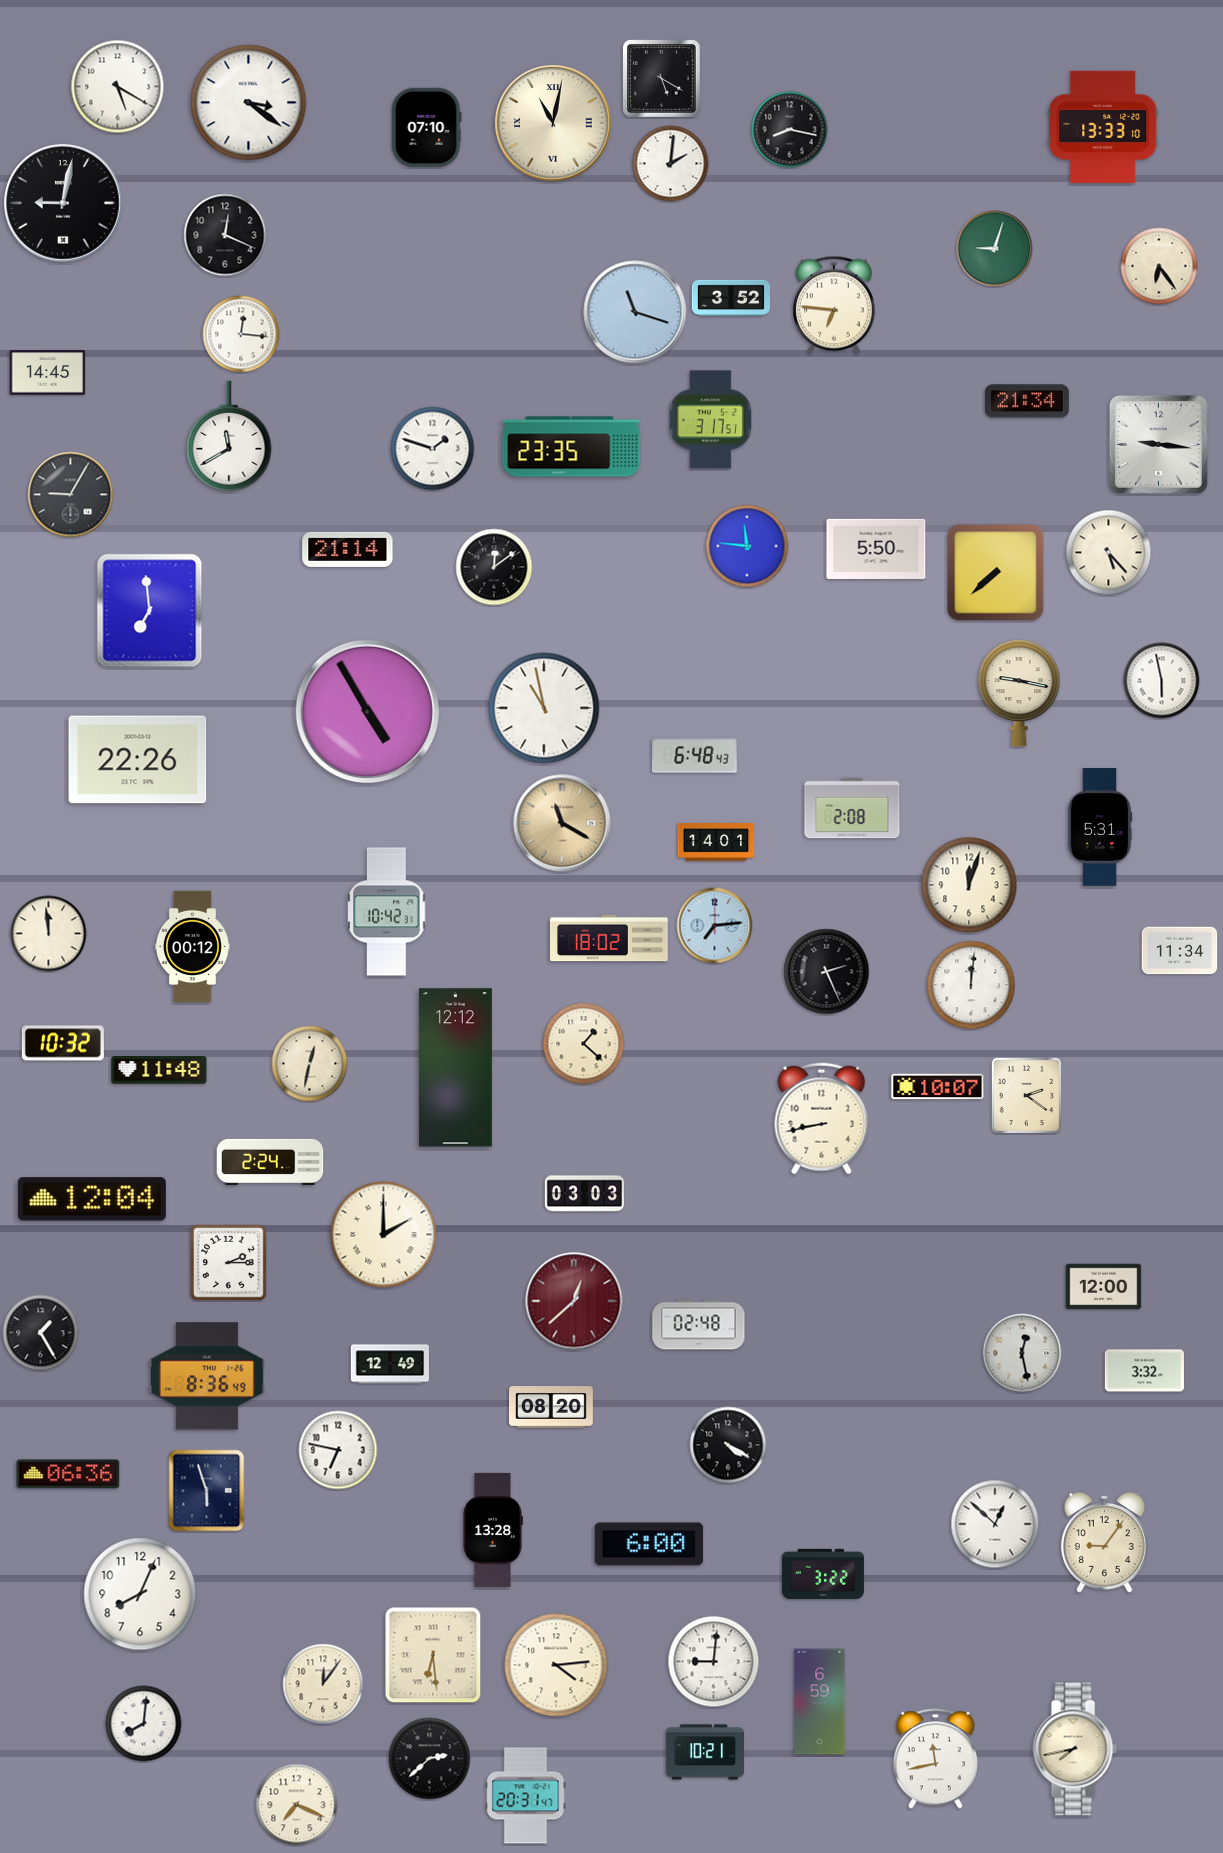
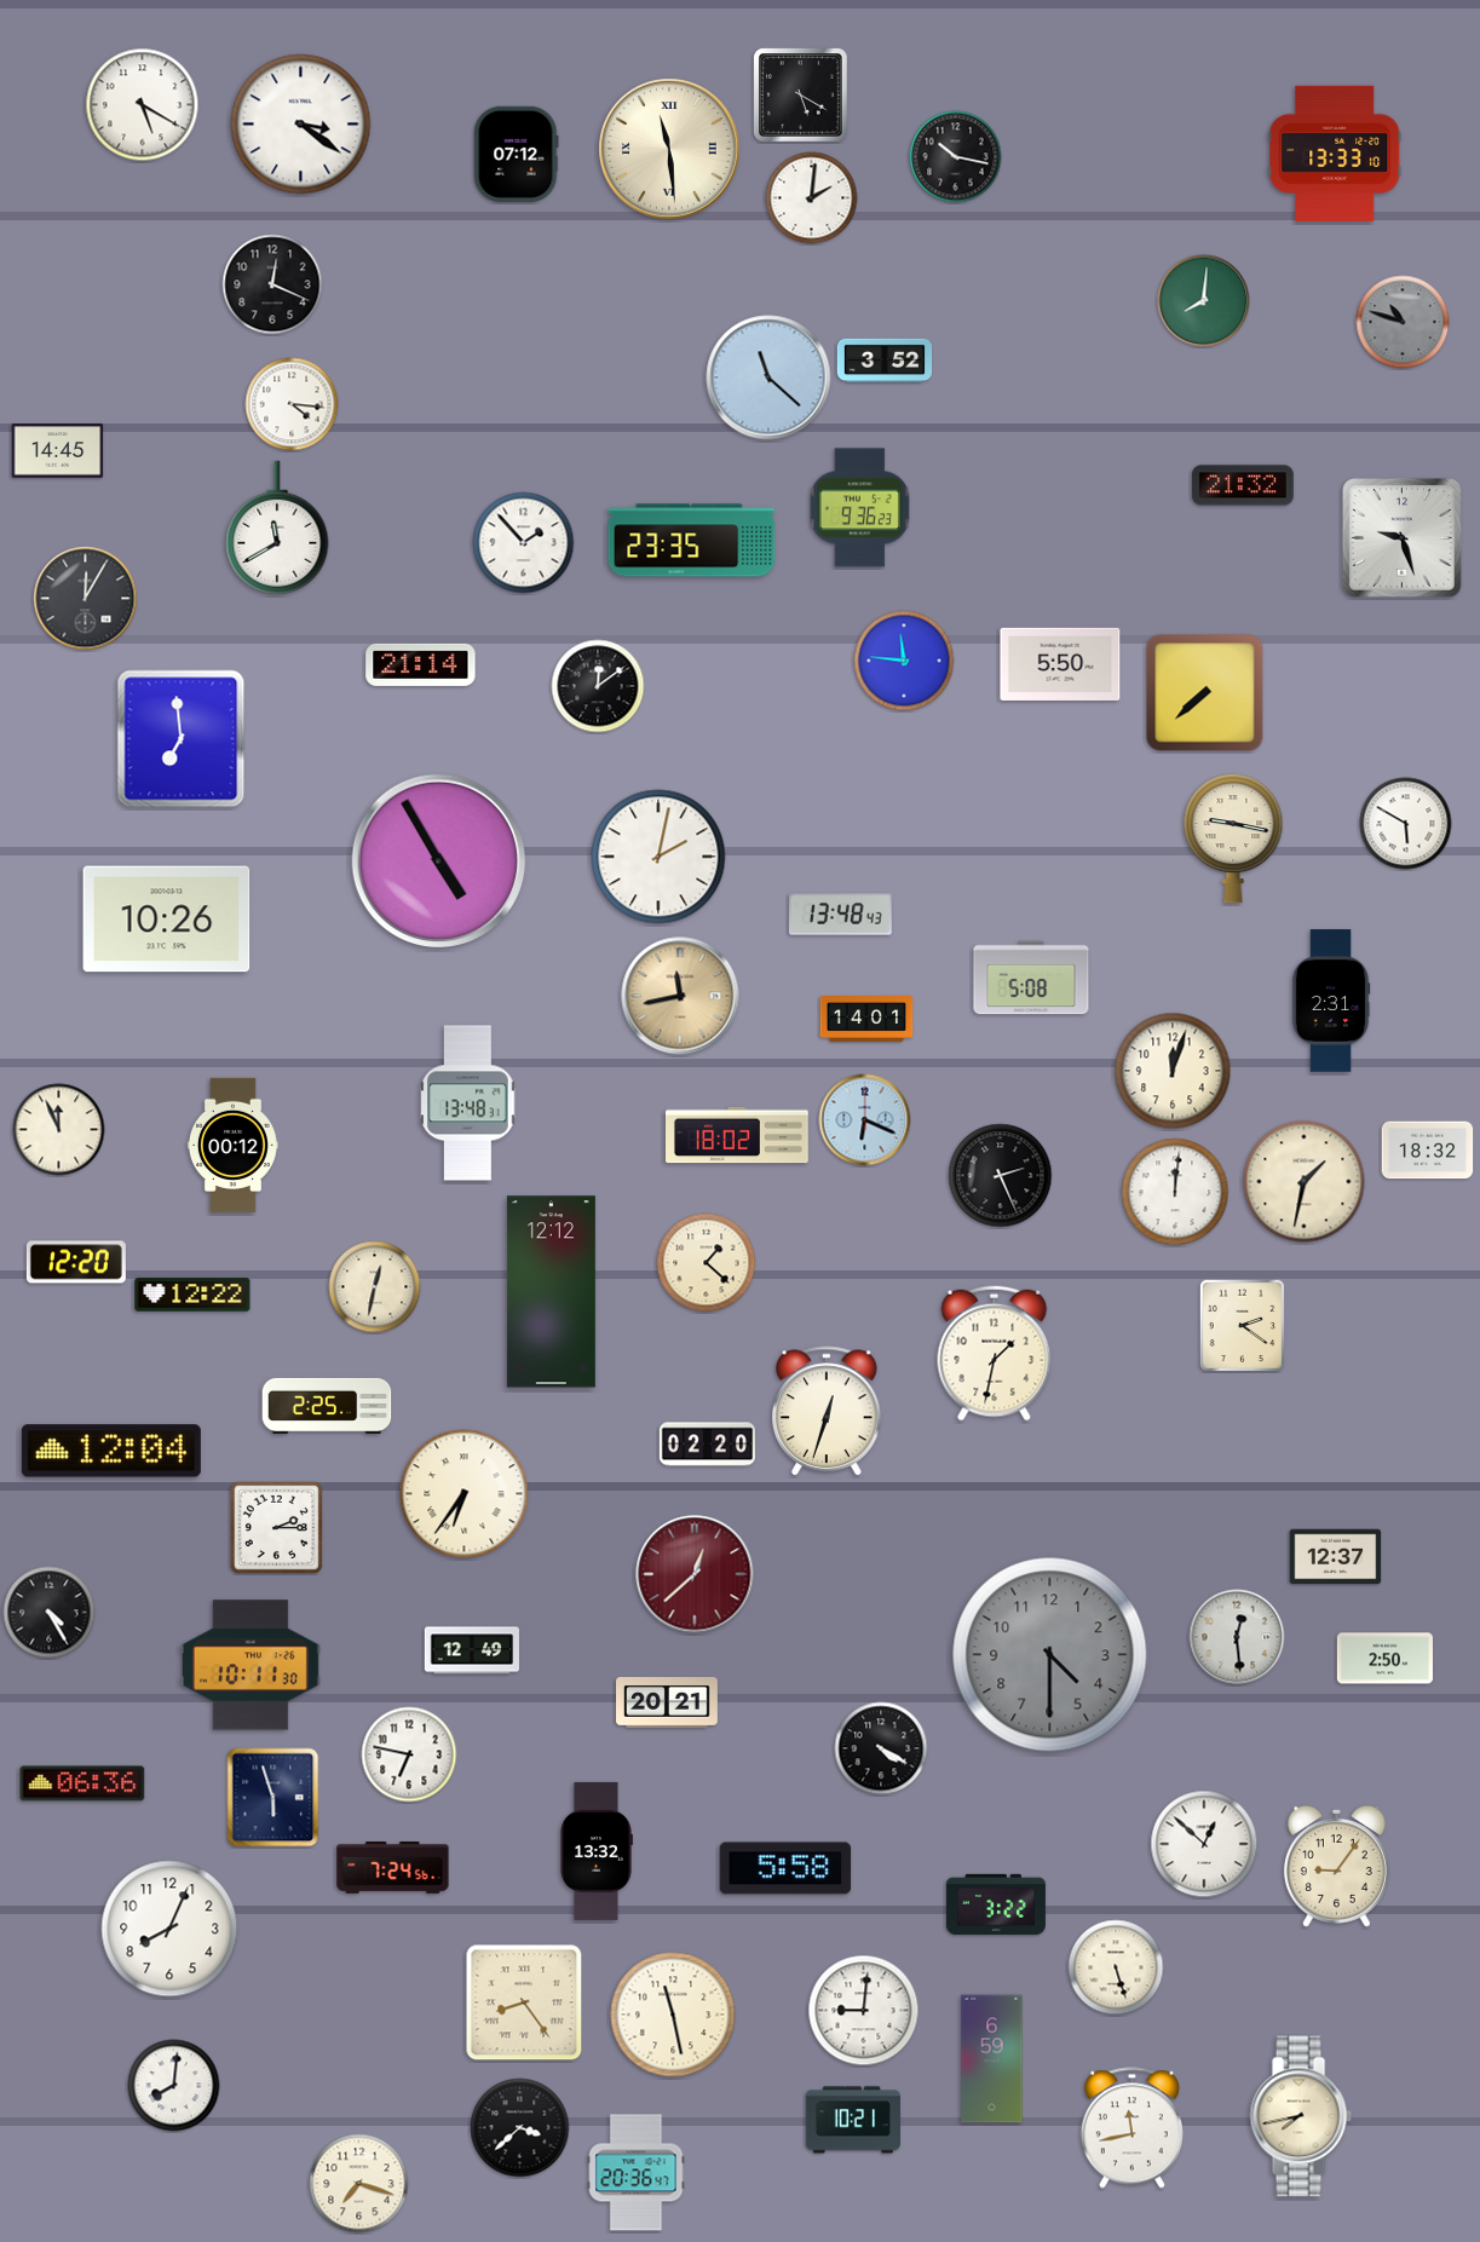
clock at (553, 123): 11:02 -> 11:29
clock at (427, 127): 07:10 -> 07:12
clock at (790, 130): 8:17 -> 10:17
clock at (64, 204): 9:02 -> none
clock at (995, 249): 9:03 -> 8:01
clock at (1159, 266): 6:24 -> 10:48
clock at (1159, 266) dial: cream -> grey
clock at (834, 305): 6:46 -> none
clock at (635, 312): 11:18 -> 11:22
clock at (241, 334): 12:16 -> 4:16
clock at (1027, 401): 21:34 -> 21:32
clock at (710, 420): 3:17 -> 9:36
clock at (1158, 444): 9:16 -> 9:27
clock at (433, 449): 1:48 -> 1:53
clock at (71, 495): 9:05 -> 12:05
clock at (1109, 553): 5:23 -> none
clock at (1162, 681): 5:58 -> 5:50
clock at (544, 708): 10:58 -> 2:02
clock at (367, 711) position: (367, 711) -> (438, 860)
clock at (695, 756): 6:48 -> 13:48
clock at (138, 760): 22:26 -> 10:26
clock at (852, 808): 2:08 -> 5:08
clock at (562, 823): 11:20 -> 11:43
clock at (1100, 827): 5:31 -> 2:31
clock at (387, 912): 10:42 -> 13:48
clock at (715, 926): 7:14 -> 6:19
clock at (49, 934): 11:59 -> 11:56
clock at (1180, 951): 11:34 -> 18:32
clock at (1305, 1182): none -> 1:32
clock at (63, 1043): 10:32 -> 12:20
clock at (159, 1070): 11:48 -> 12:22
clock at (938, 1087): 10:07 -> none
clock at (822, 1119): 8:43 -> 1:32
clock at (270, 1162): 2:24 -> 2:25
clock at (828, 1412): none -> 12:33
clock at (584, 1194): 03:03 -> 02:20
clock at (384, 1235): 2:00 -> 6:36
clock at (1104, 1287): 12:00 -> 12:37
clock at (699, 1325): 02:48 -> none
clock at (41, 1333): 1:25 -> 4:25
clock at (1022, 1353): 12:28 -> 12:29
clock at (1050, 1655): none -> 4:30
clock at (1144, 1371): 3:32 -> 2:50
clock at (207, 1376): 8:36 -> 10:11
clock at (552, 1408): 08:20 -> 20:21
clock at (207, 1491) position: (207, 1491) -> (273, 1798)
clock at (493, 1530): 13:28 -> 13:32
clock at (393, 1868): none -> 7:24
clock at (649, 1544): 6:00 -> 5:58
clock at (1116, 1967): none -> 5:27
clock at (433, 1655): 6:29 -> 8:24
clock at (556, 1665): 4:14 -> 11:28
clock at (323, 1684): 12:06 -> none
clock at (430, 1759): 2:38 -> 3:38
clock at (526, 1796): 20:31 -> 20:36
clock at (297, 1805): 7:19 -> 7:18
